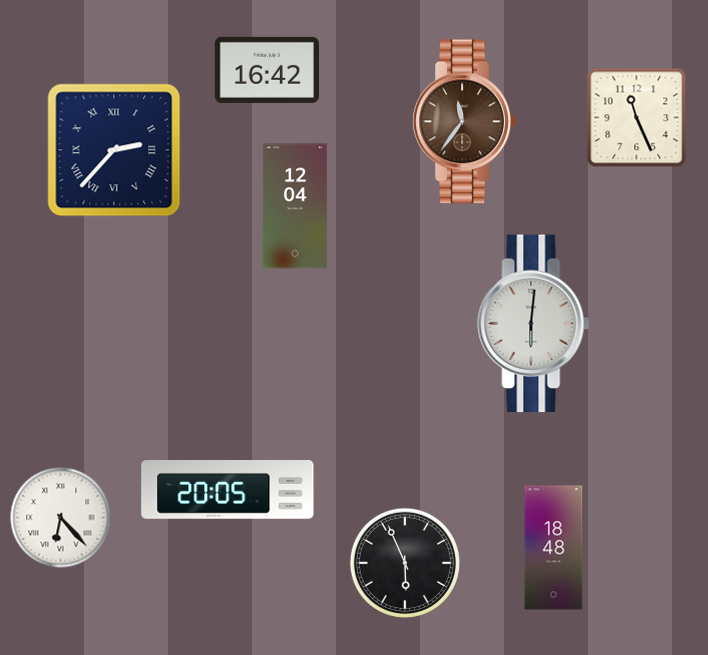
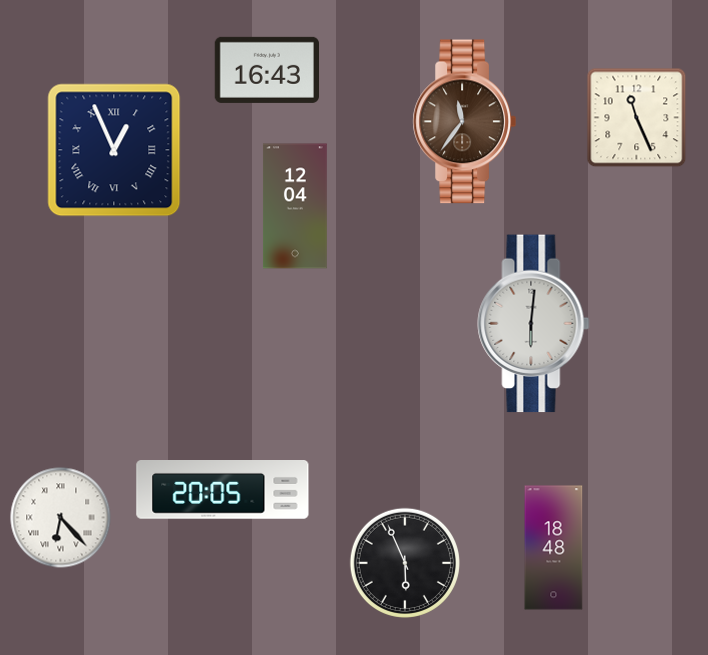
clock at (266, 70): 16:42 -> 16:43
clock at (114, 150): 2:37 -> 12:56
clock at (228, 490) position: (228, 490) -> (223, 490)
